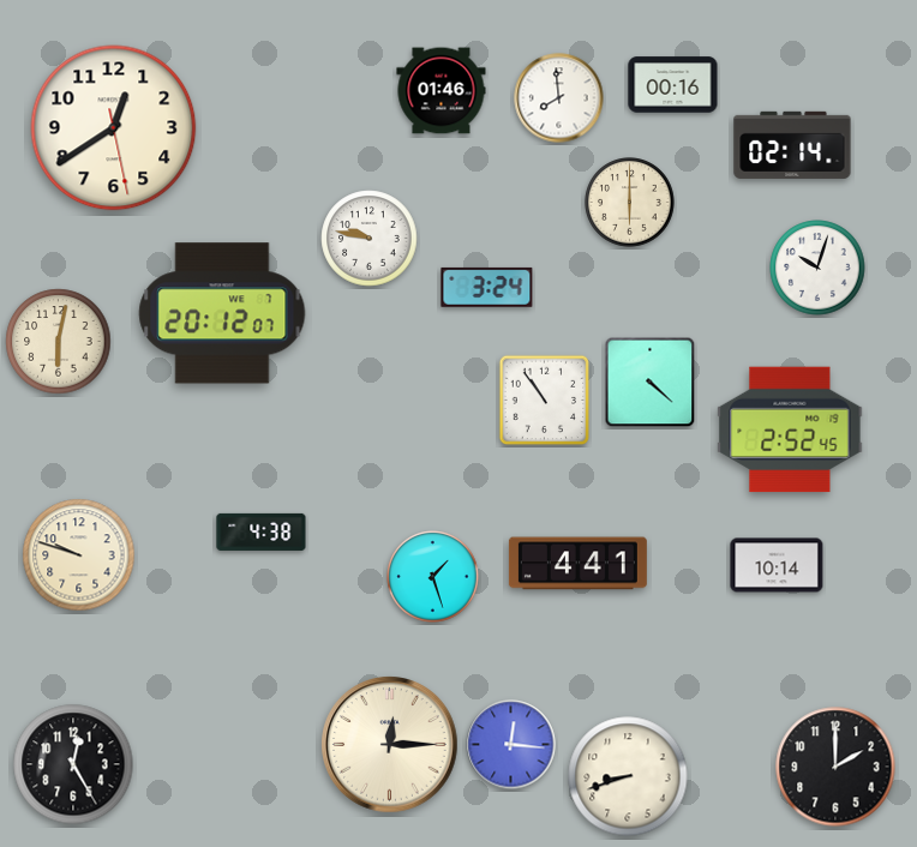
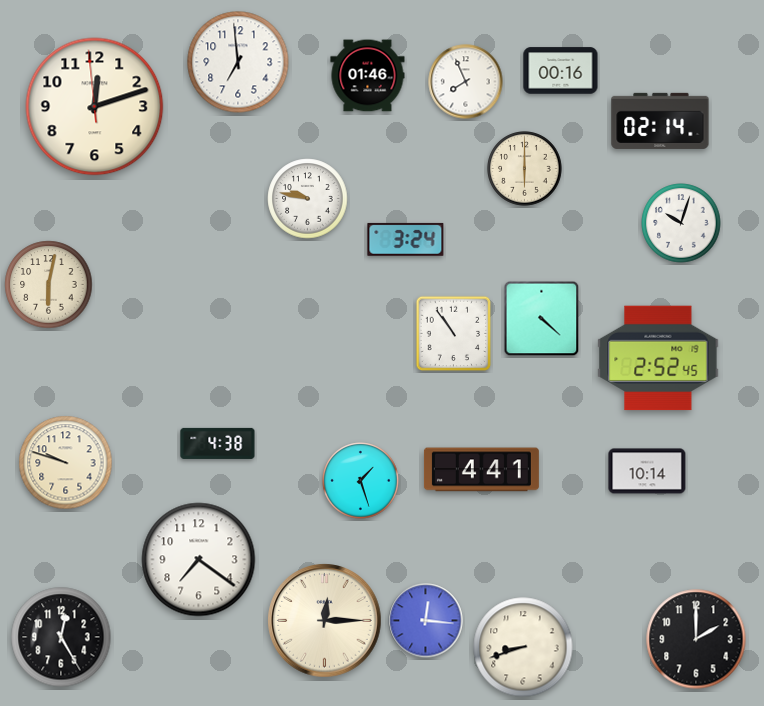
clock at (238, 62): none -> 6:59
clock at (559, 98): 7:59 -> 7:56
clock at (114, 128): 12:39 -> 12:11
clock at (222, 313): 20:12 -> none
clock at (199, 560): none -> 7:21
